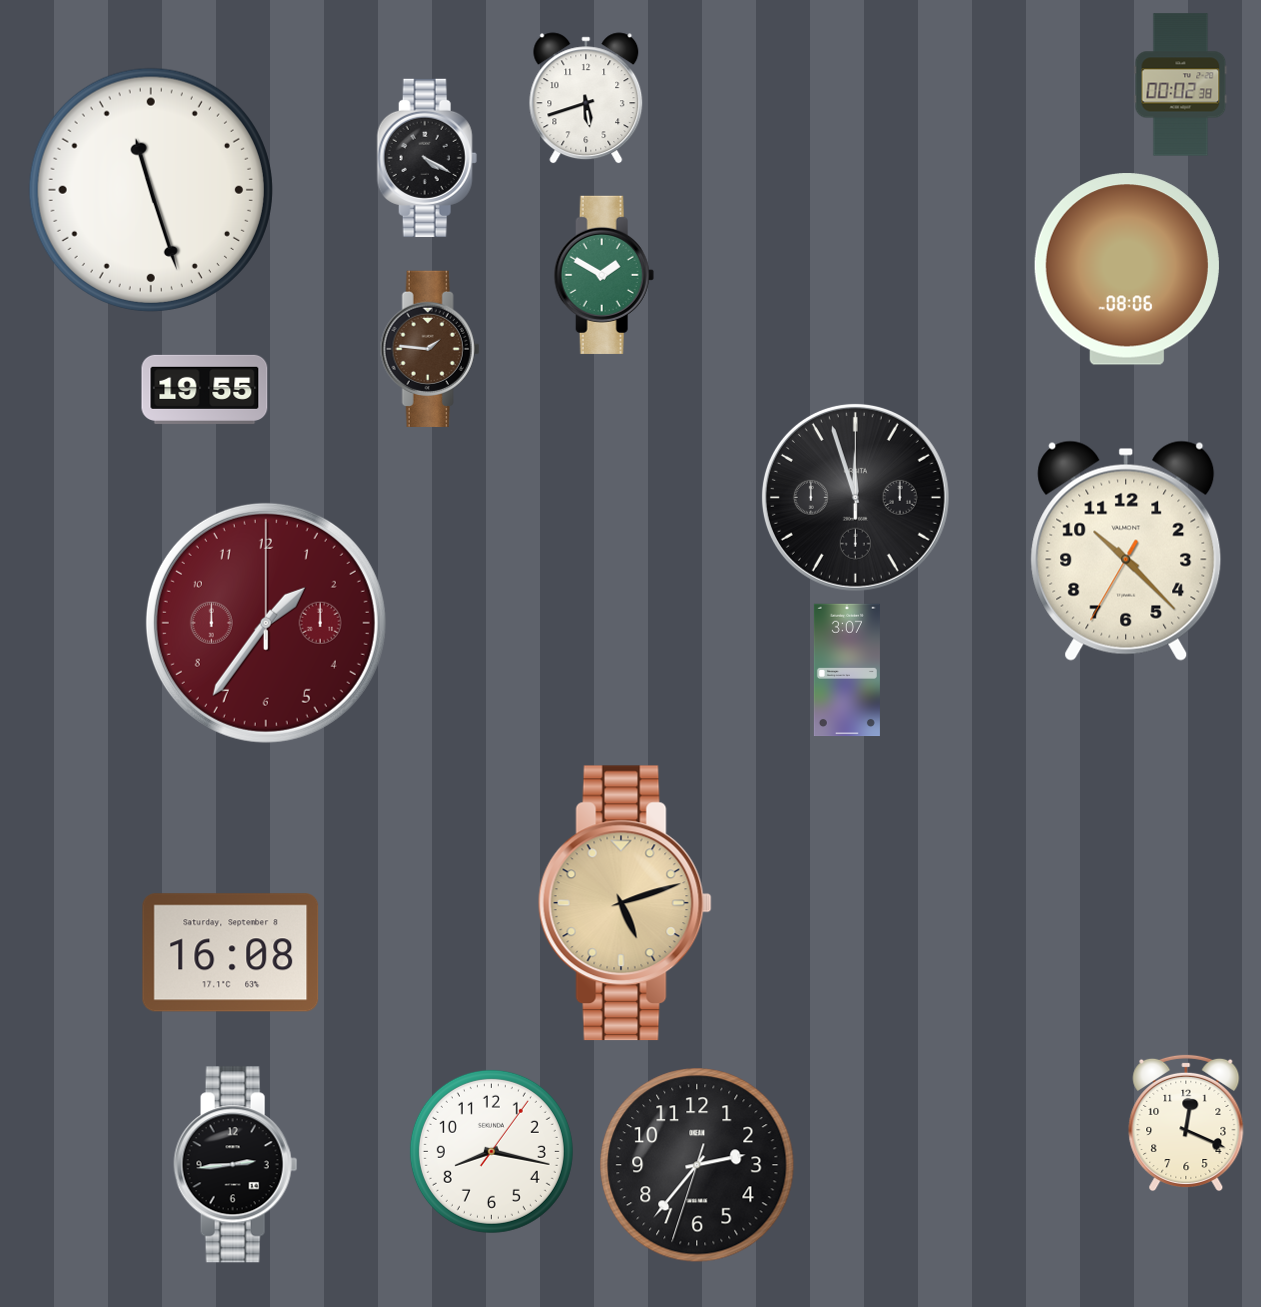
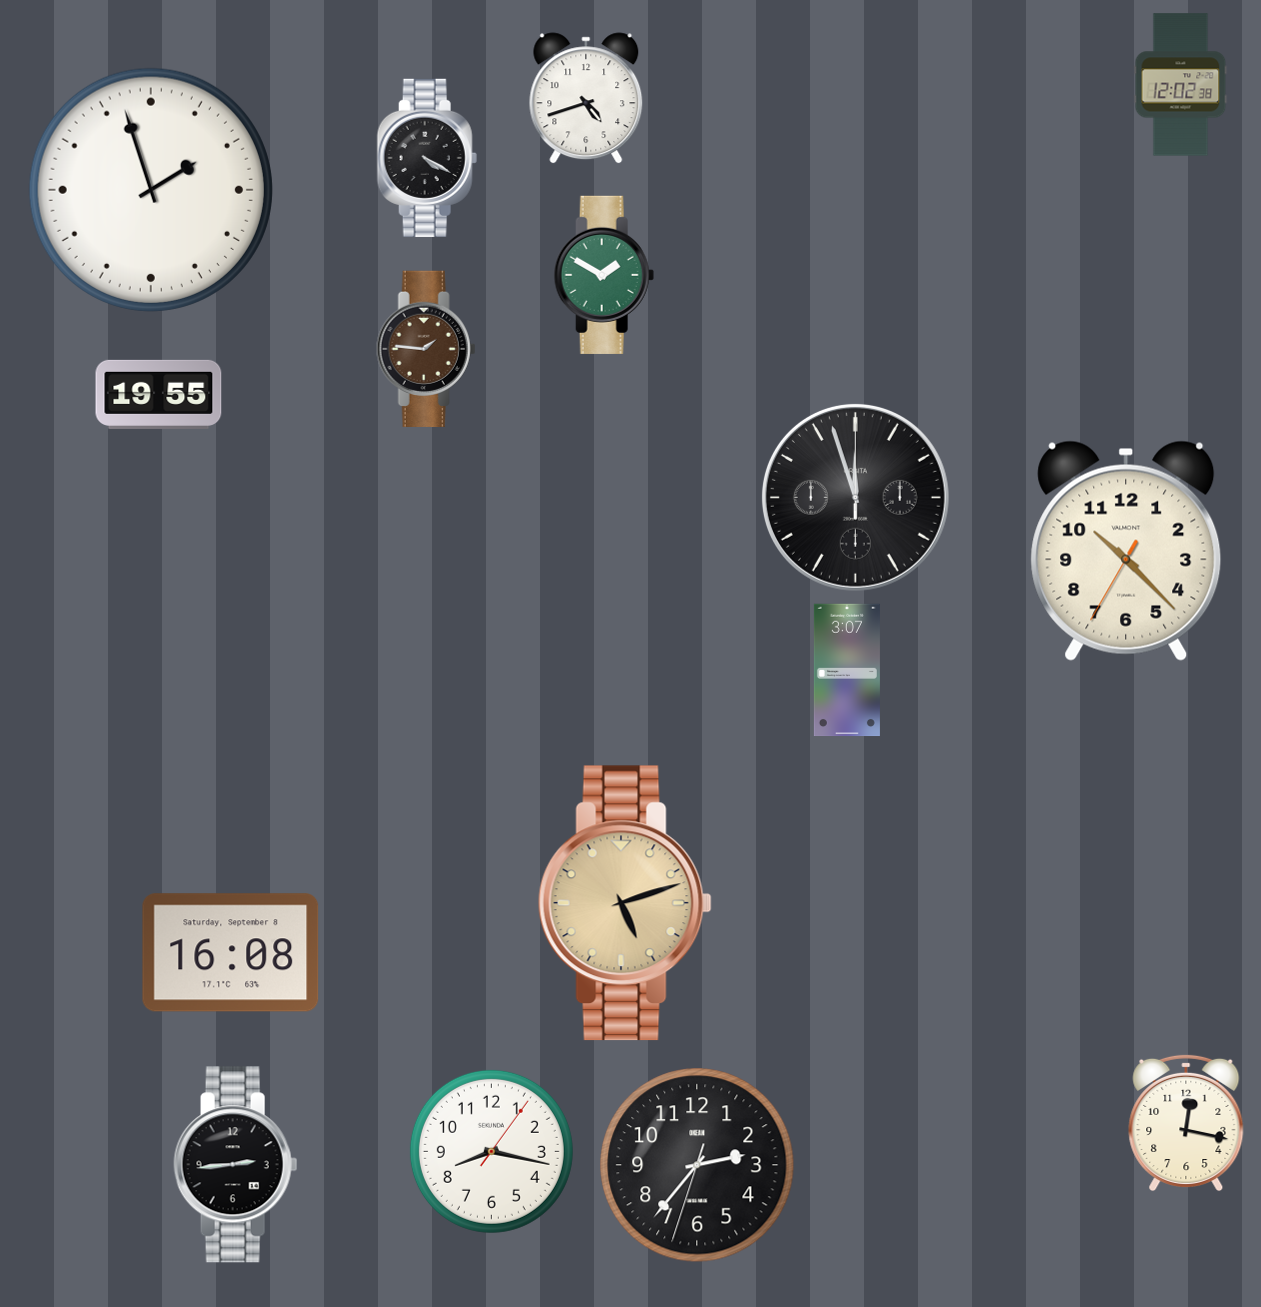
clock at (1181, 85): 00:02 -> 12:02
clock at (586, 98): 5:42 -> 4:42
clock at (151, 190): 11:27 -> 1:57
clock at (1127, 269): 08:06 -> none
clock at (430, 348) position: (430, 348) -> (426, 348)
clock at (205, 389) position: (205, 389) -> (159, 394)
clock at (266, 623): 1:36 -> none
clock at (1186, 1123): 12:19 -> 12:17
